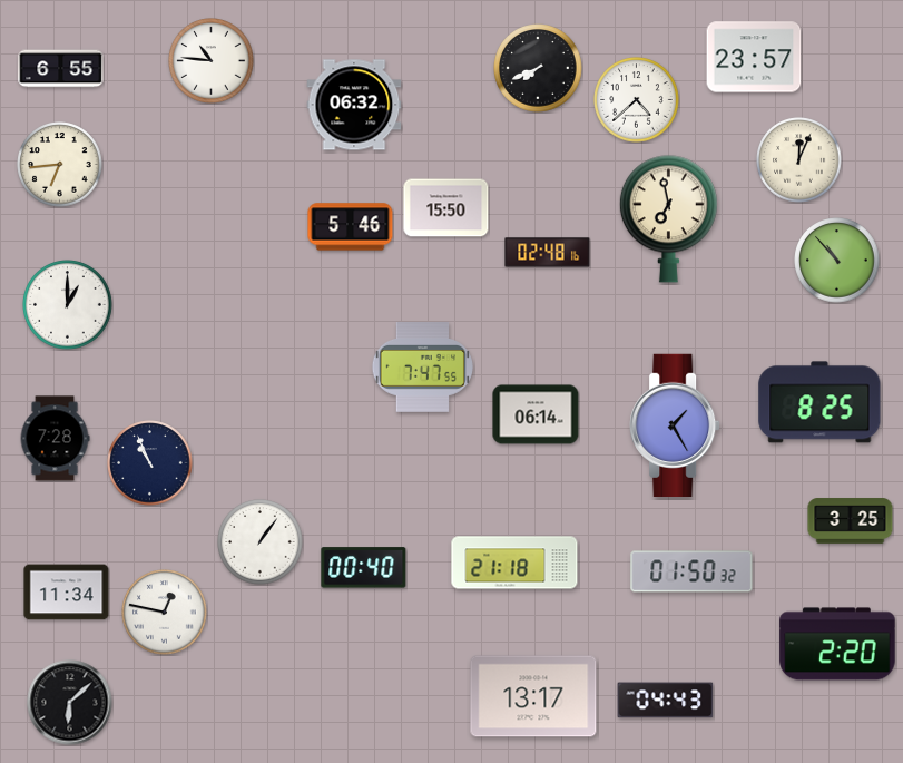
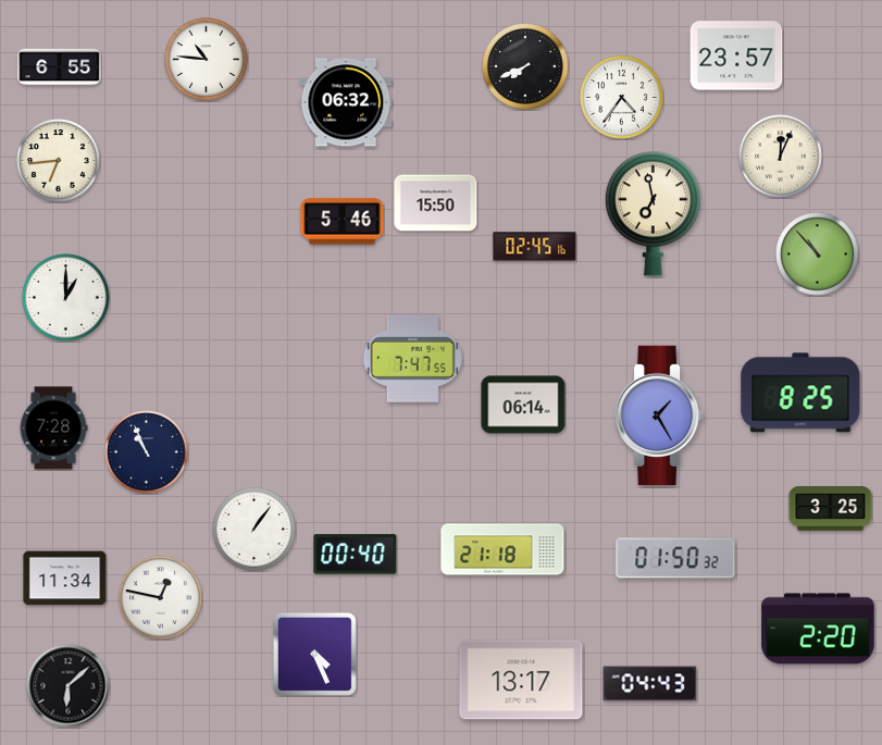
clock at (637, 100): 4:38 -> 4:36
clock at (548, 253): 02:48 -> 02:45
clock at (314, 654): none -> 4:26
